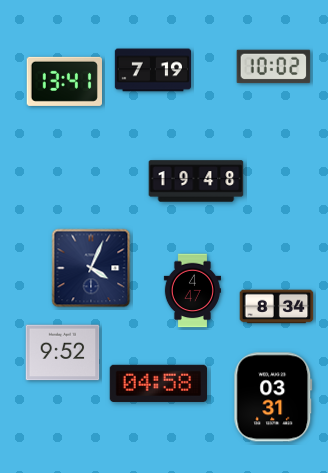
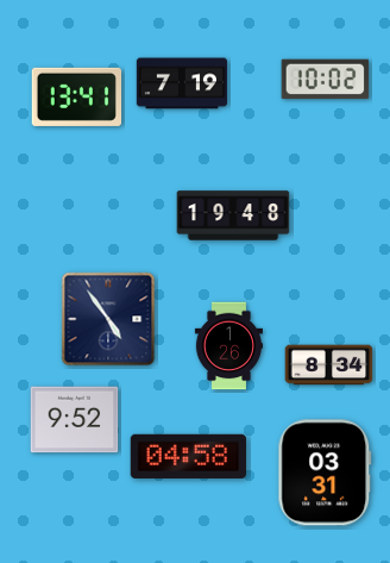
clock at (91, 268): 4:04 -> 4:54
clock at (192, 291): 4:47 -> 1:26
